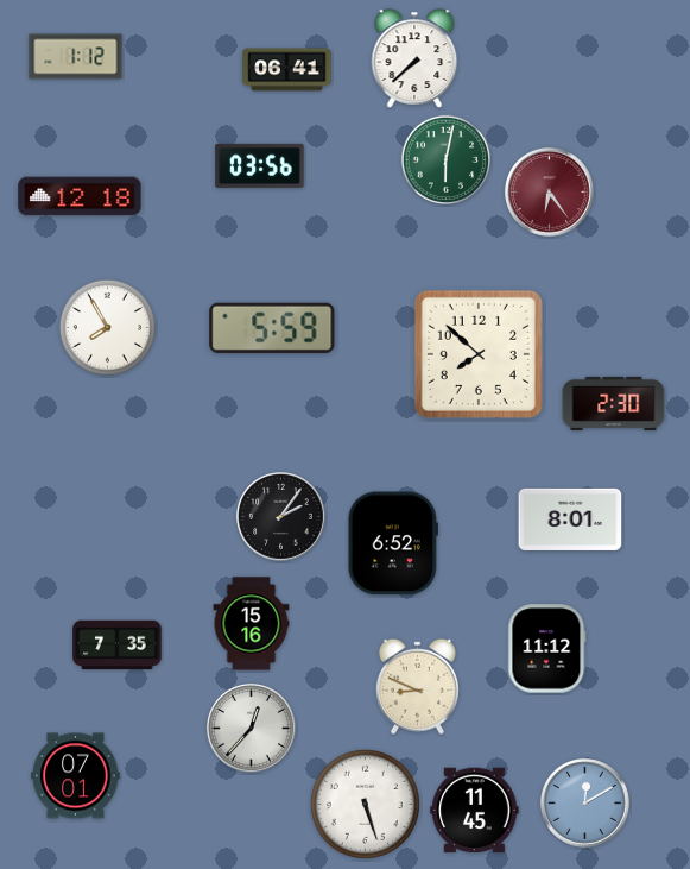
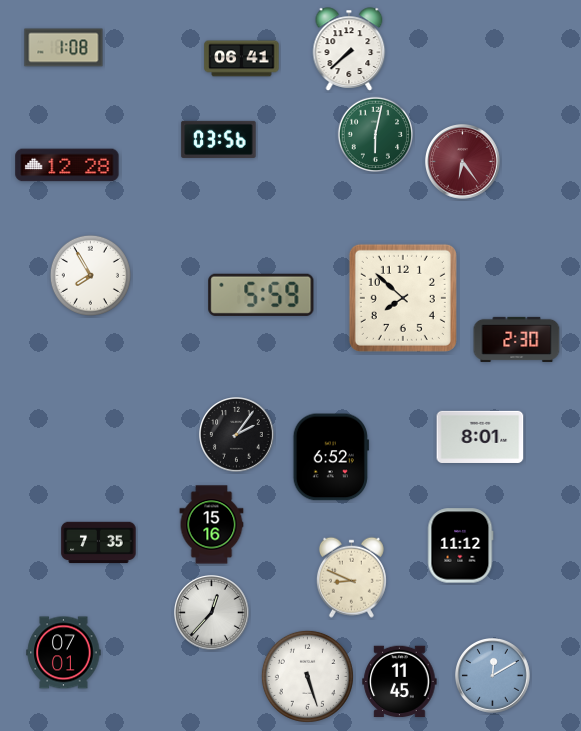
clock at (76, 57): 1:12 -> 1:08
clock at (80, 196): 12:18 -> 12:28
clock at (272, 328) position: (272, 328) -> (261, 295)
